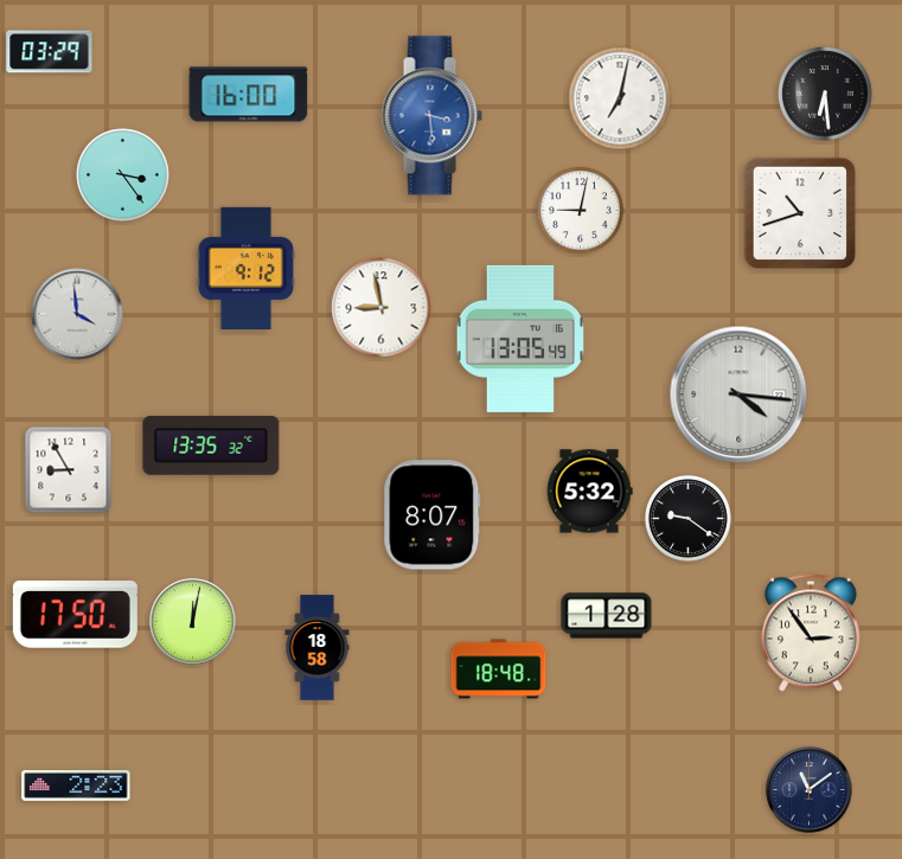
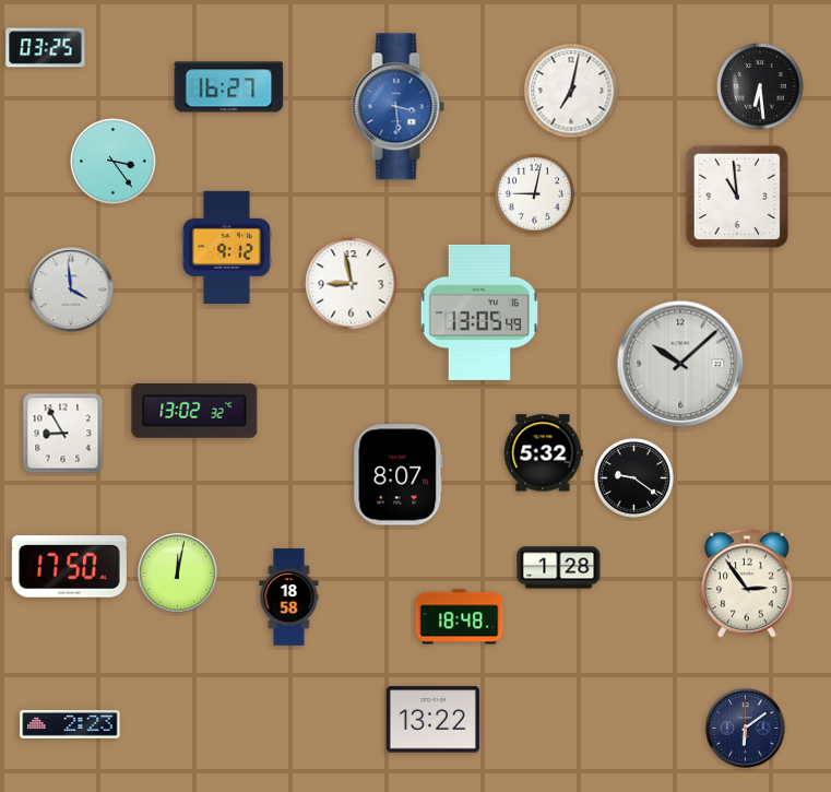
clock at (50, 52): 03:29 -> 03:25
clock at (249, 95): 16:00 -> 16:27
clock at (800, 213): 10:42 -> 10:59
clock at (738, 395): 4:16 -> 10:08
clock at (211, 445): 13:35 -> 13:02
clock at (318, 648) position: (318, 648) -> (289, 598)
clock at (432, 720): none -> 13:22
clock at (810, 790): 11:09 -> 6:09
